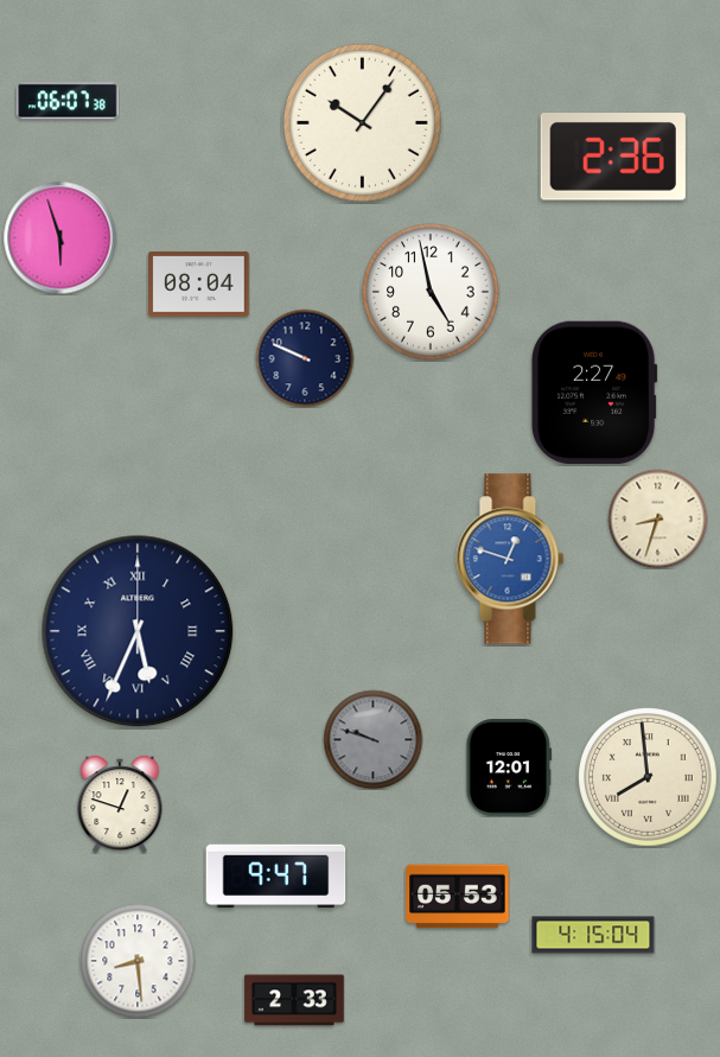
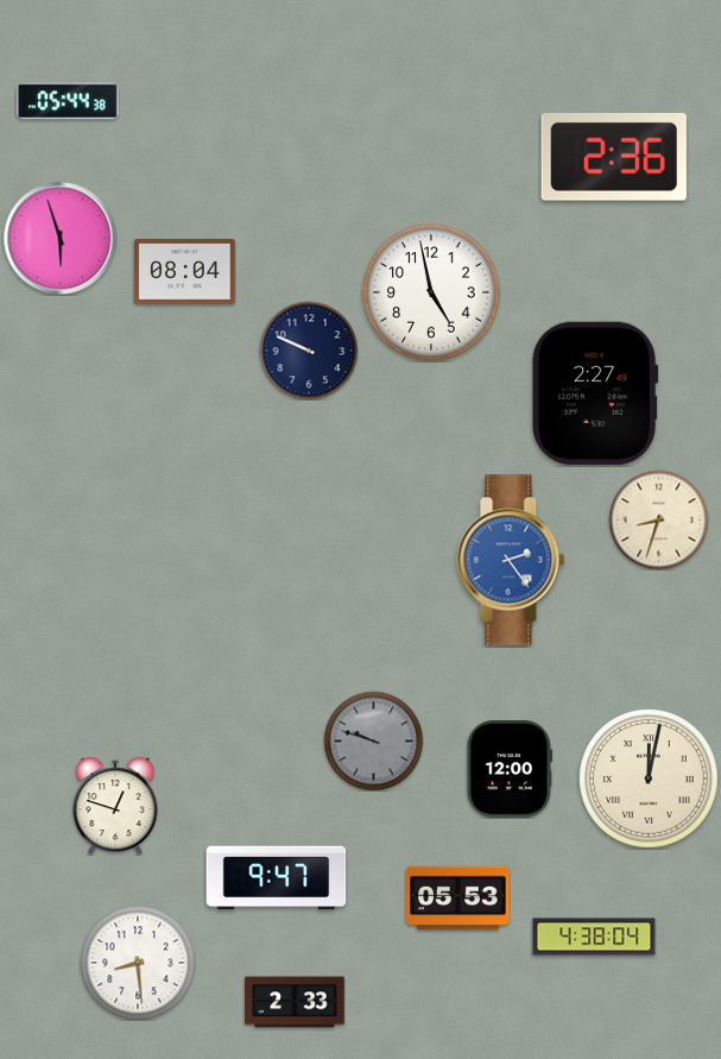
clock at (68, 101): 06:07 -> 05:44
clock at (362, 122): 10:06 -> none
clock at (199, 284) position: (199, 284) -> (185, 271)
clock at (305, 358) position: (305, 358) -> (309, 351)
clock at (510, 559): 12:48 -> 2:24
clock at (138, 631): 5:34 -> none
clock at (509, 769): 12:01 -> 12:00
clock at (648, 777): 7:59 -> 12:02
clock at (120, 804) position: (120, 804) -> (115, 806)
clock at (593, 935): 4:15 -> 4:38
